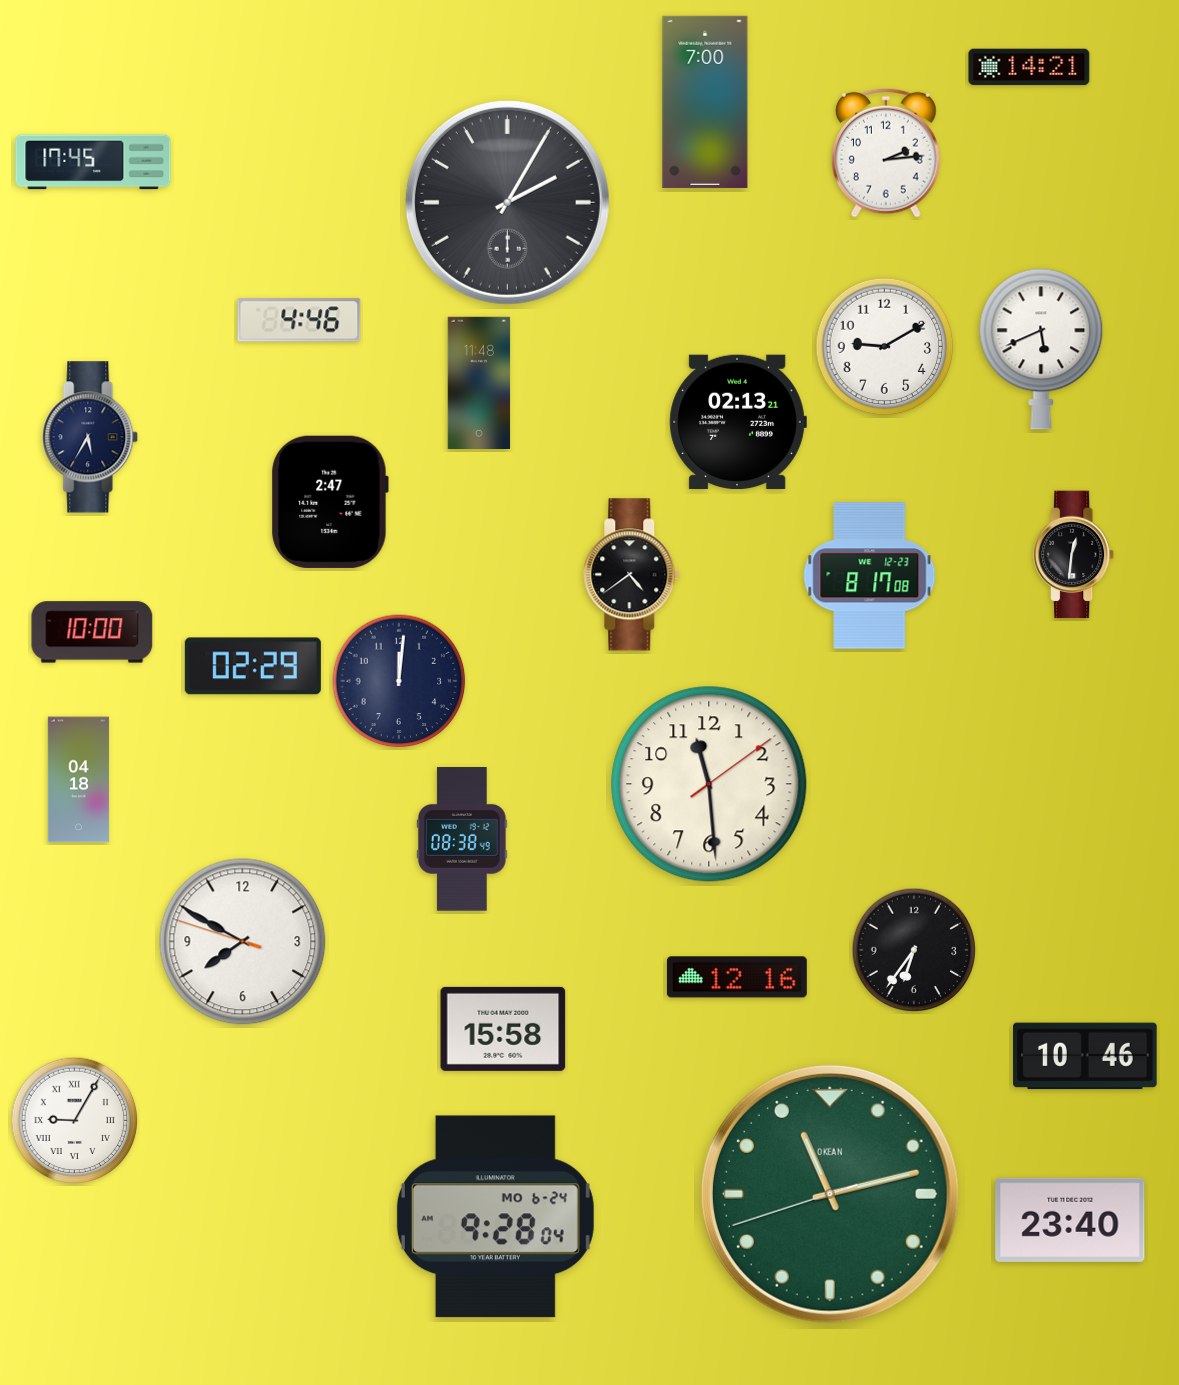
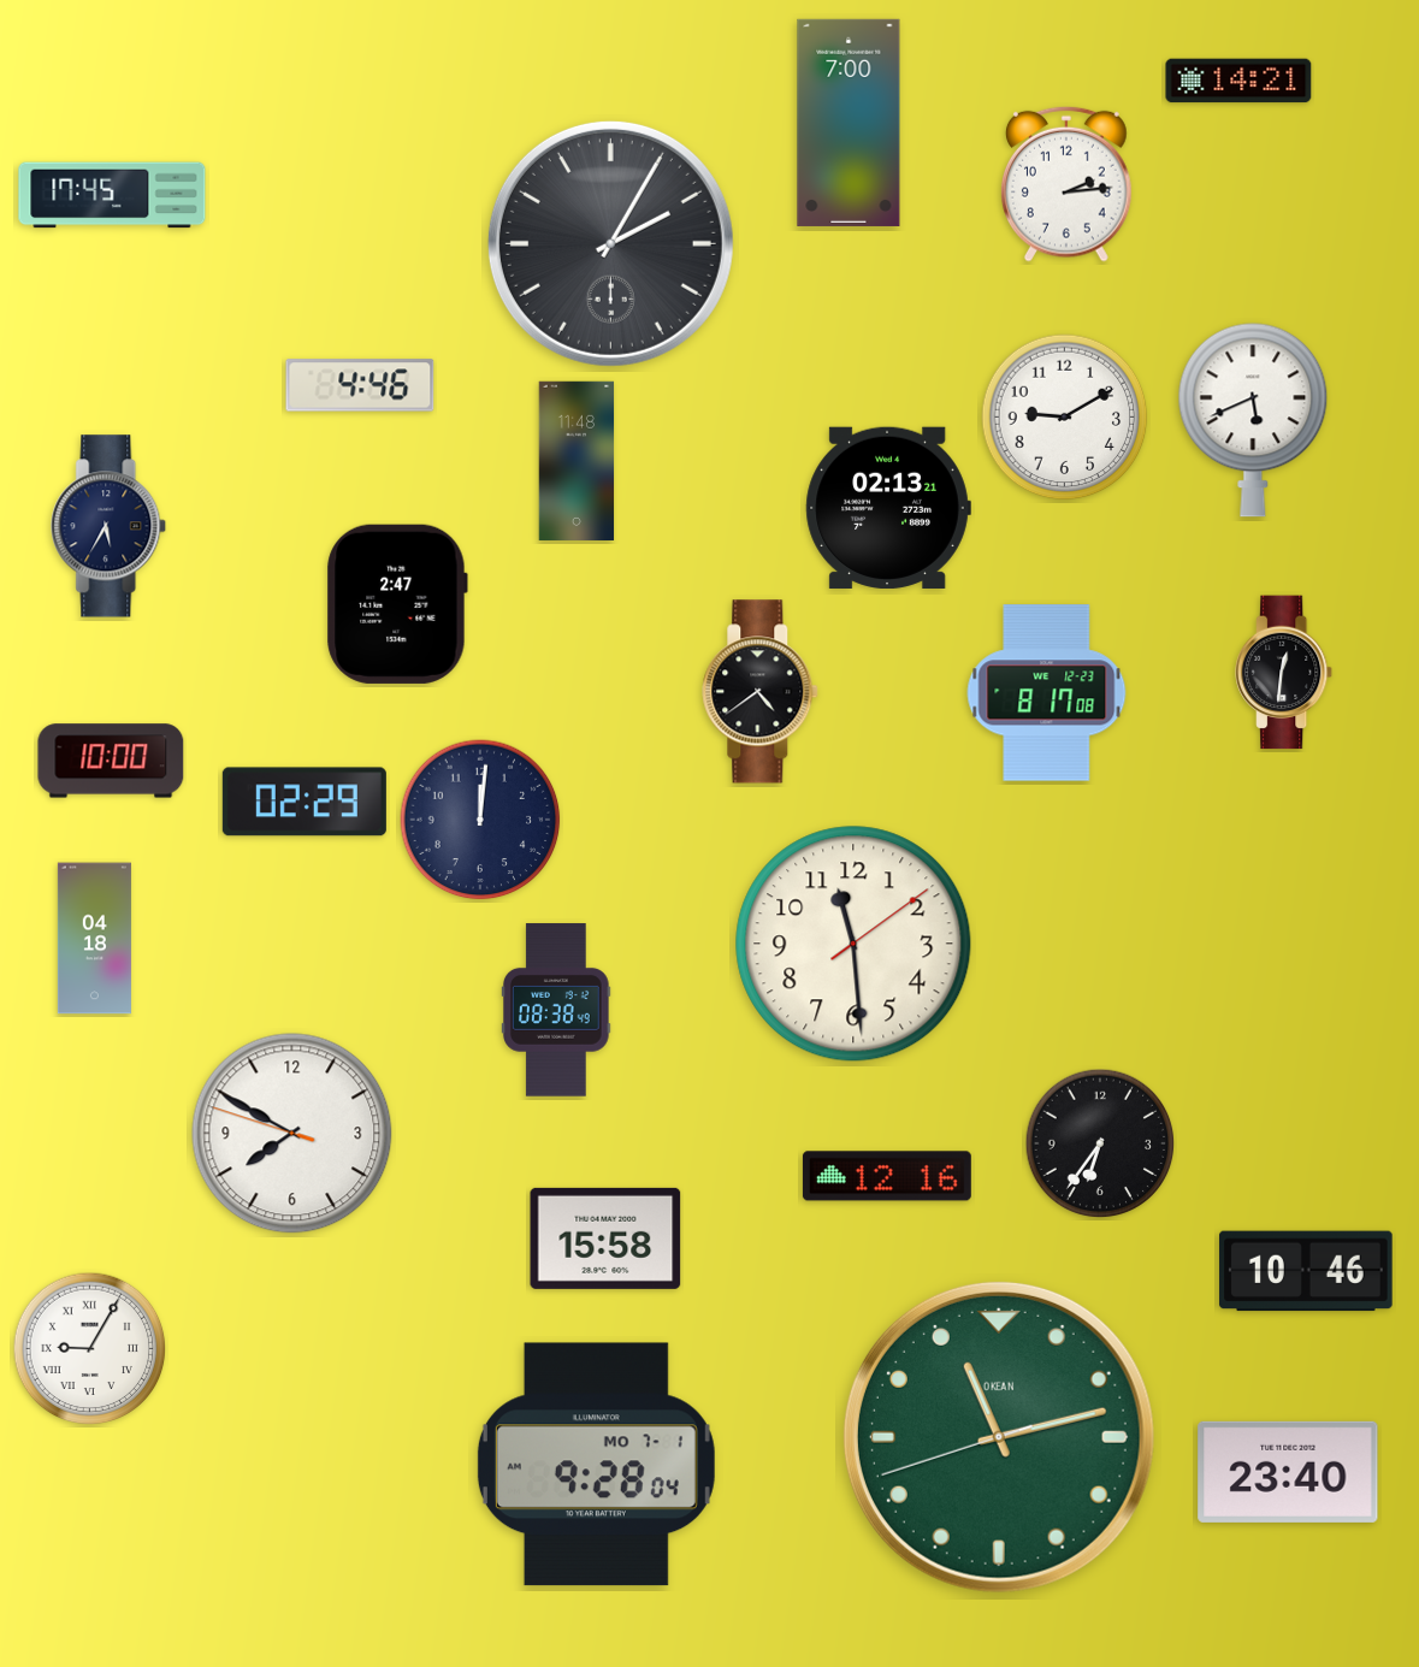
clock at (1075, 555) position: (1075, 555) -> (1285, 673)
clock at (495, 1217) date: MO 6-24 -> MO 7-1
clock at (1070, 1220) position: (1070, 1220) -> (1288, 1472)
